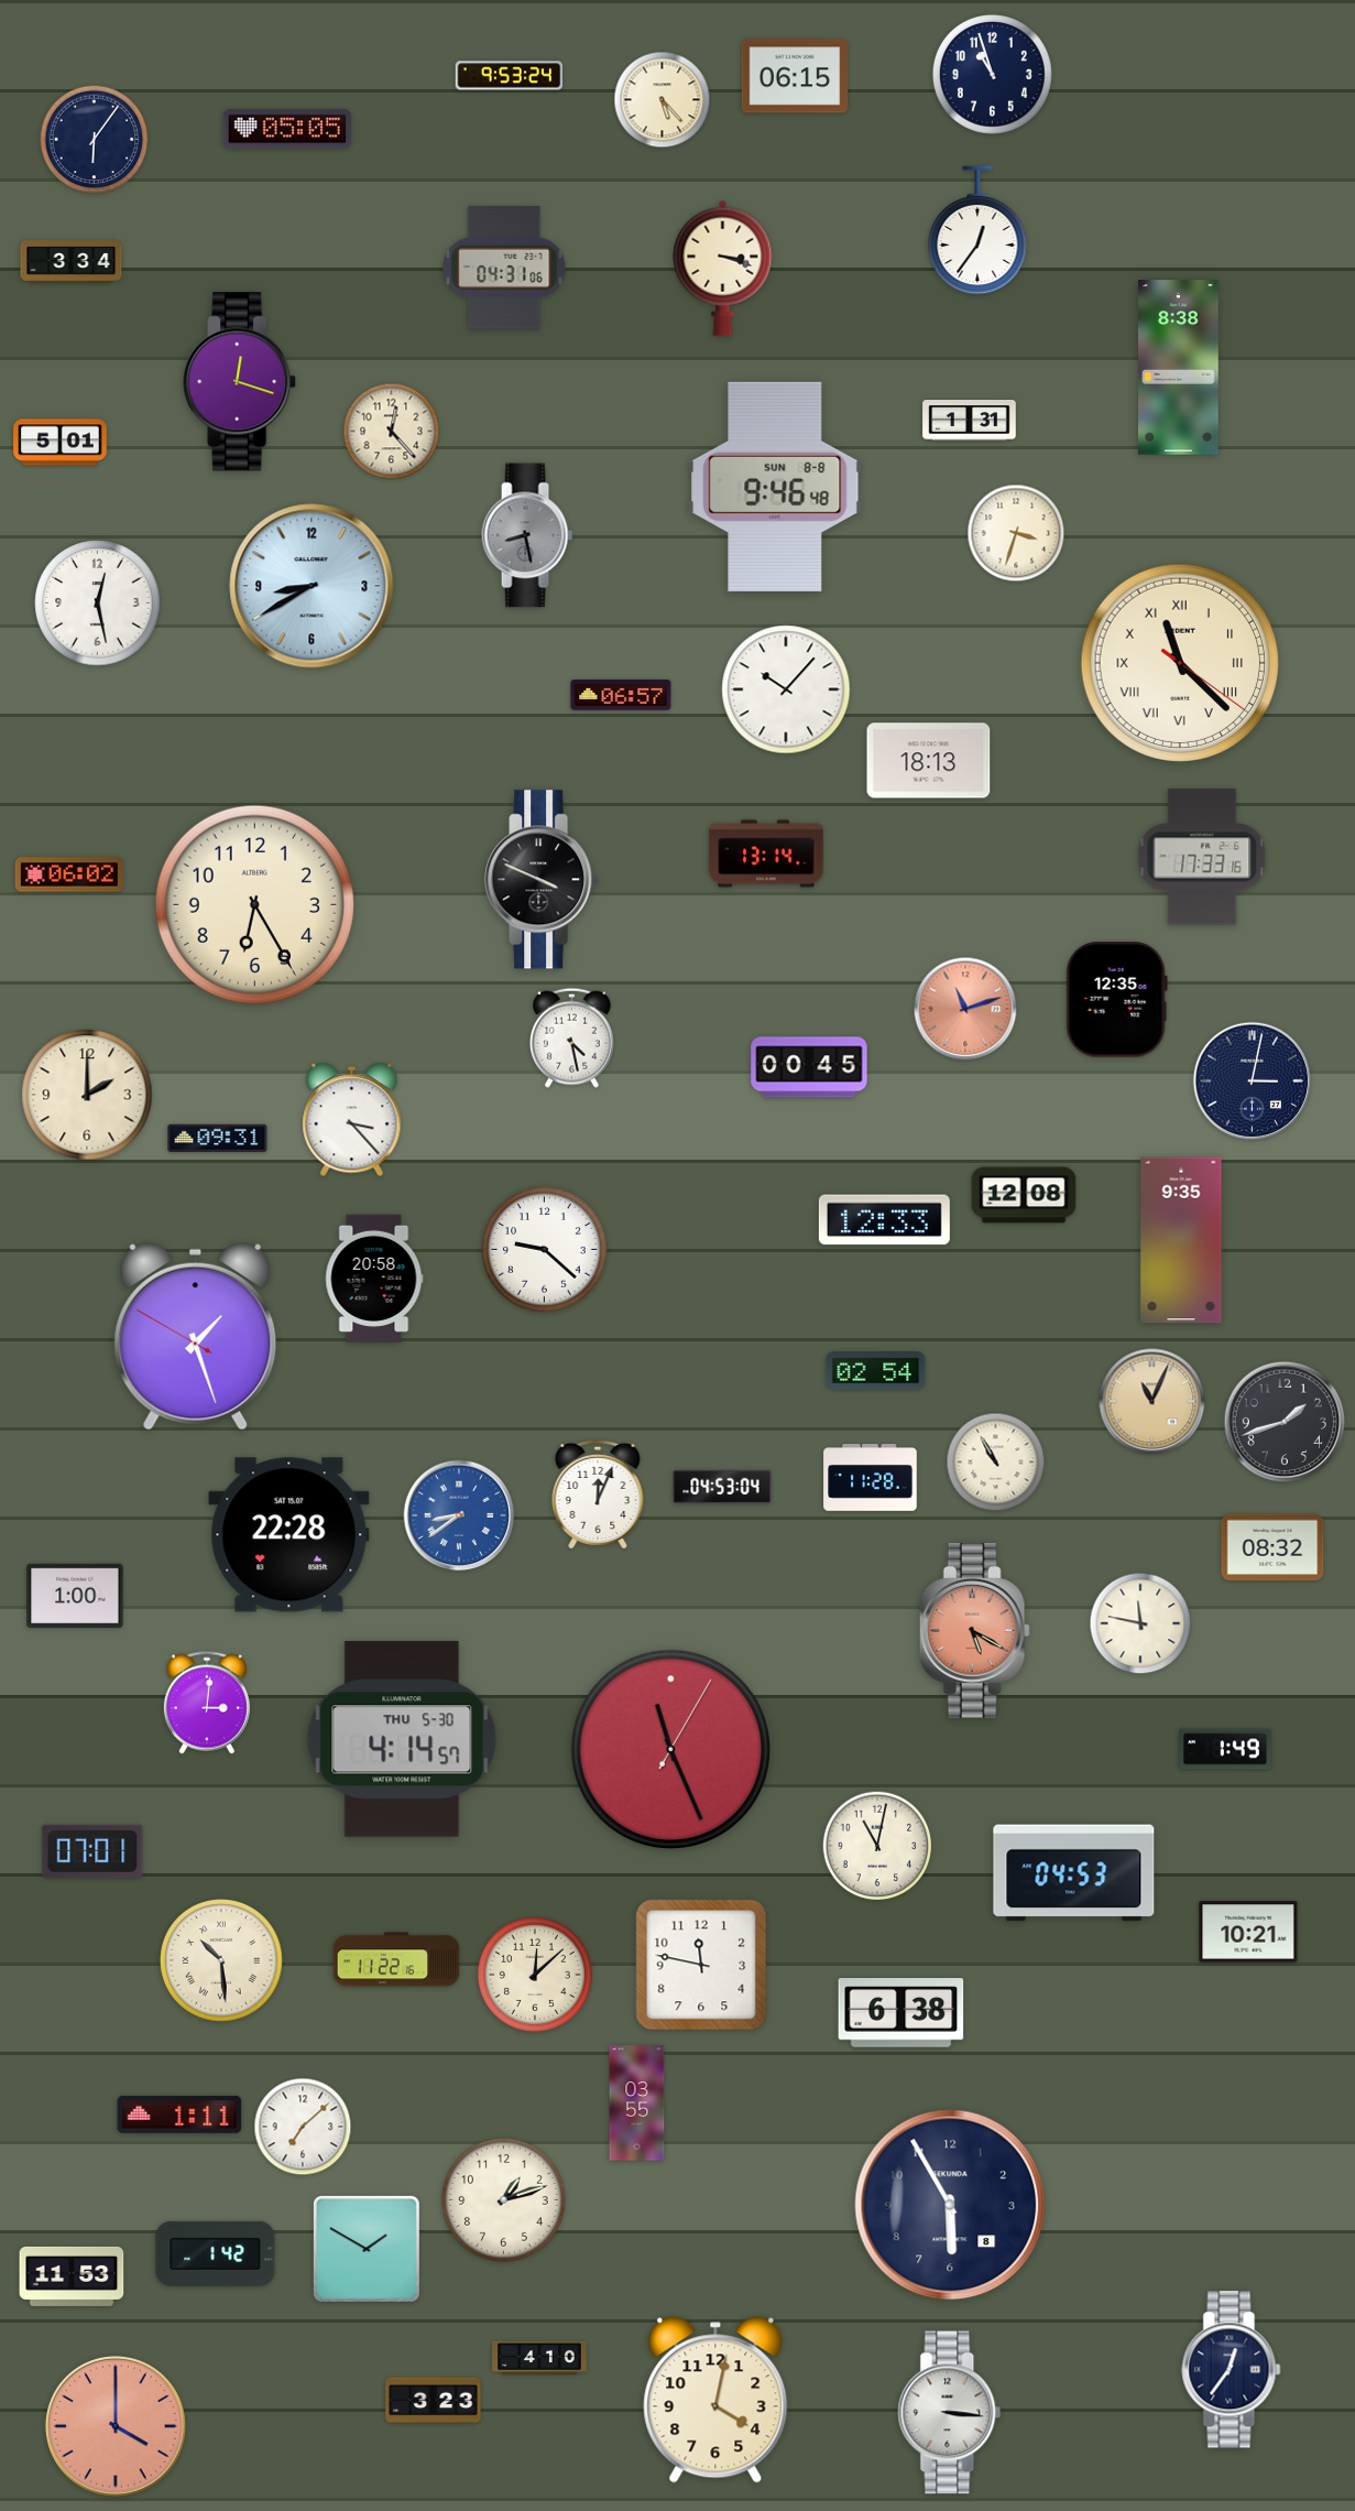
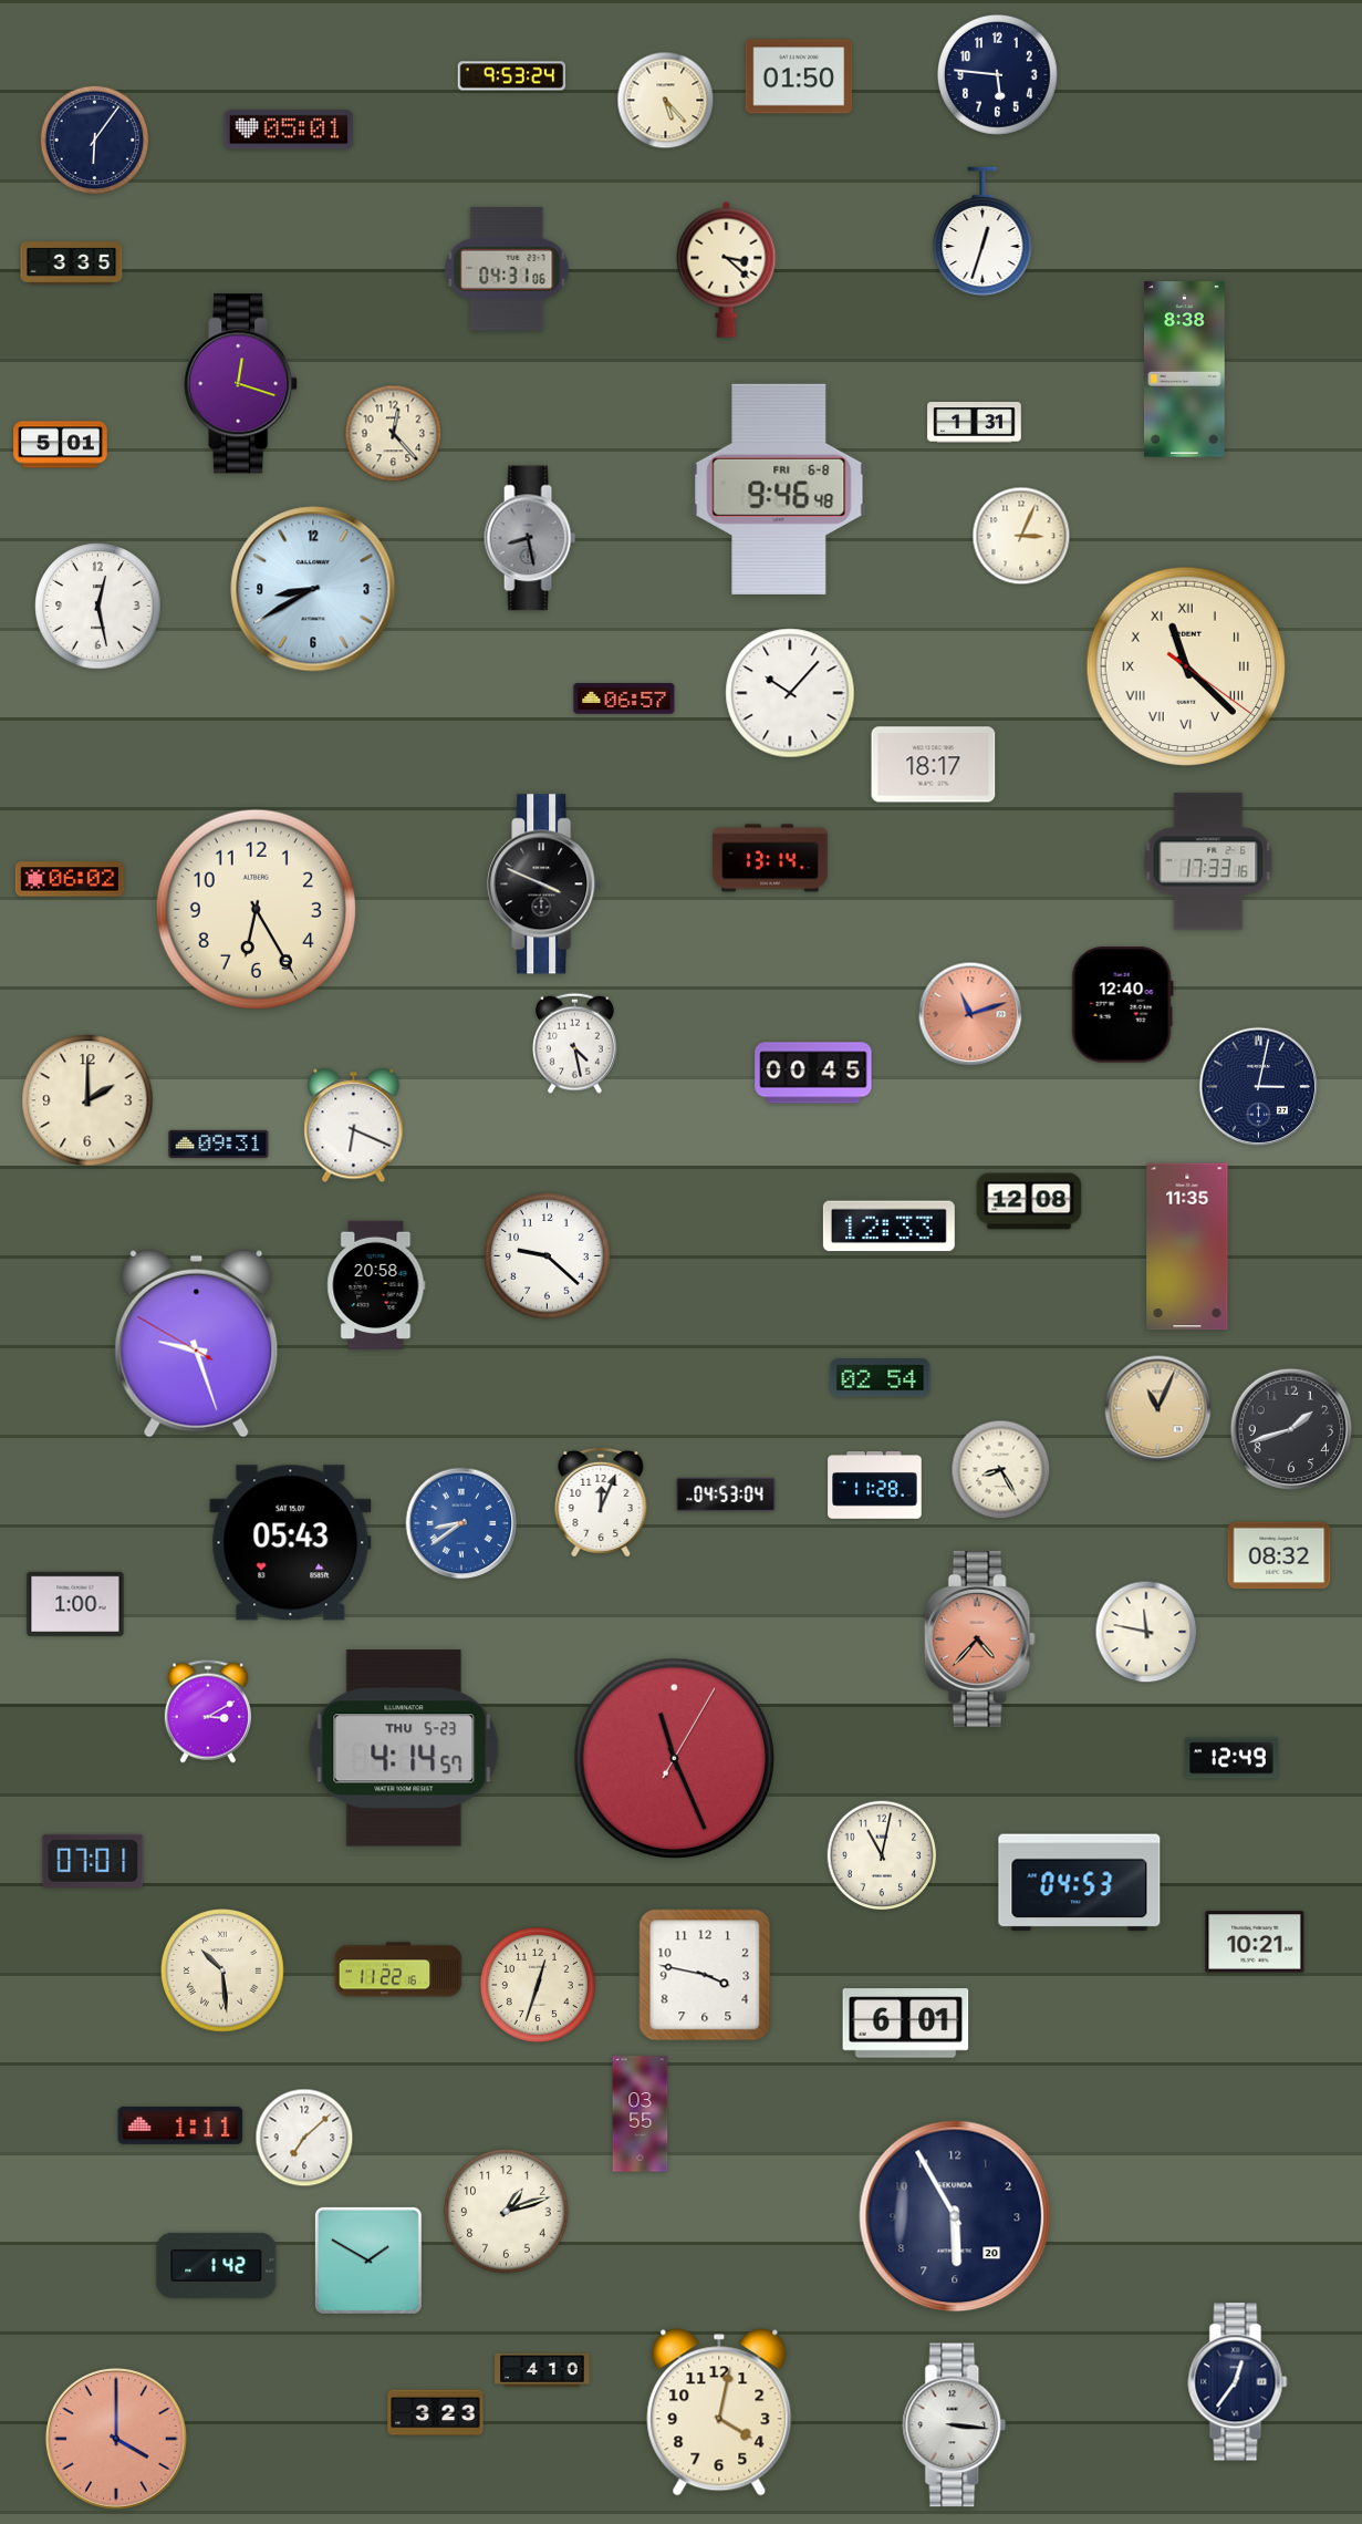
clock at (992, 74): 10:57 -> 5:46
clock at (795, 76): 06:15 -> 01:50
clock at (287, 129): 05:05 -> 05:01
clock at (977, 230): 12:36 -> 12:33
clock at (72, 262): 3:34 -> 3:35
clock at (723, 268): 3:18 -> 3:22
clock at (775, 487) date: SUN 8-8 -> FRI 6-8
clock at (1016, 533): 3:33 -> 3:04
clock at (929, 761): 18:13 -> 18:17
clock at (1116, 1000): 12:35 -> 12:40
clock at (352, 1120): 3:23 -> 6:19
clock at (1181, 1240): 9:35 -> 11:35
clock at (196, 1336): 1:26 -> 9:26
clock at (996, 1463): 10:55 -> 8:25
clock at (289, 1535): 22:28 -> 05:43
clock at (974, 1631): 5:20 -> 4:37
clock at (207, 1703): 3:01 -> 3:10
clock at (402, 1739) date: THU 5-30 -> THU 5-23
clock at (1226, 1749): 1:49 -> 12:49
clock at (701, 1965): 11:47 -> 3:47
clock at (535, 1975): 12:08 -> 12:33
clock at (901, 2013): 6:38 -> 6:01
clock at (950, 2205) date: 8 -> 20
clock at (72, 2276): 11:53 -> none
